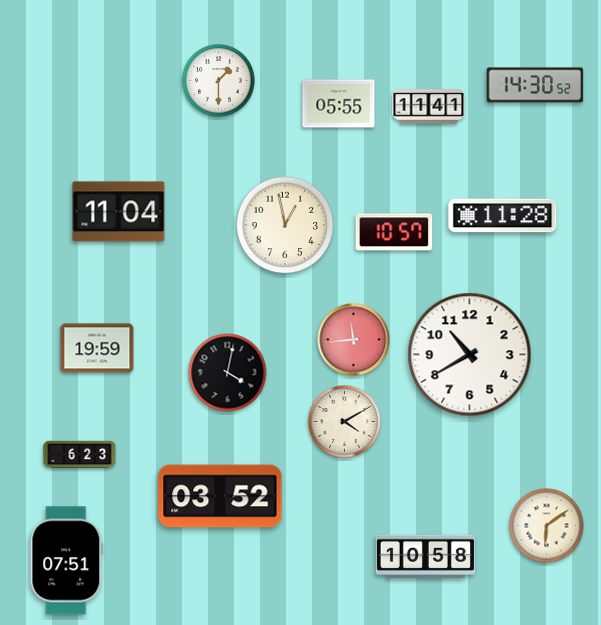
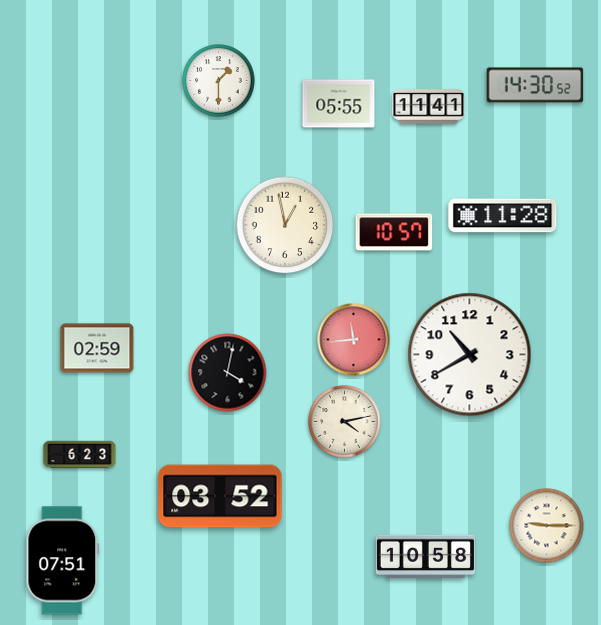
clock at (119, 212): 11:04 -> none
clock at (97, 348): 19:59 -> 02:59
clock at (345, 422): 4:10 -> 4:13
clock at (547, 526): 6:09 -> 9:15
clock at (67, 561) position: (67, 561) -> (63, 561)
